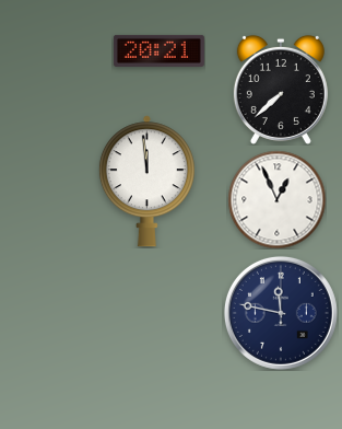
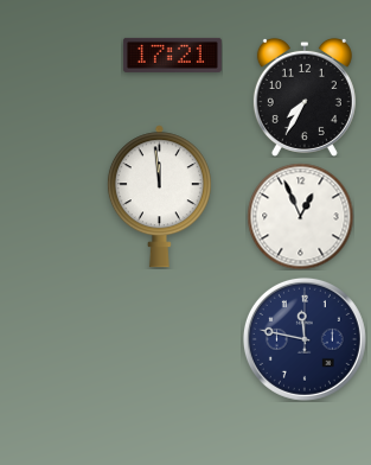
clock at (158, 50): 20:21 -> 17:21
clock at (281, 90): 7:38 -> 7:35
